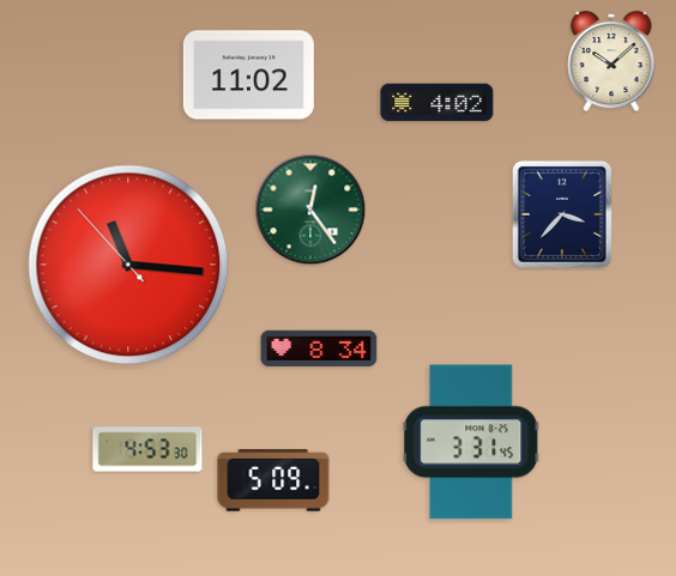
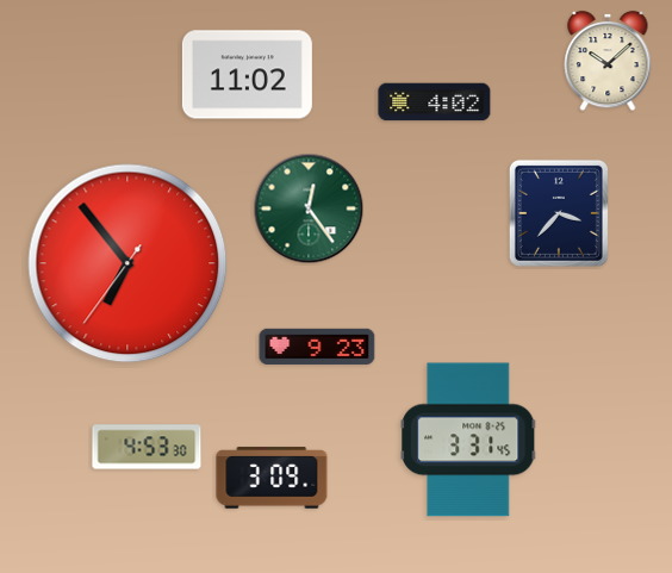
clock at (128, 265): 11:15 -> 6:53
clock at (319, 347): 8:34 -> 9:23
clock at (273, 480): 5:09 -> 3:09
